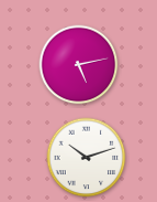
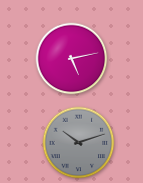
clock at (87, 158) dial: white -> grey
